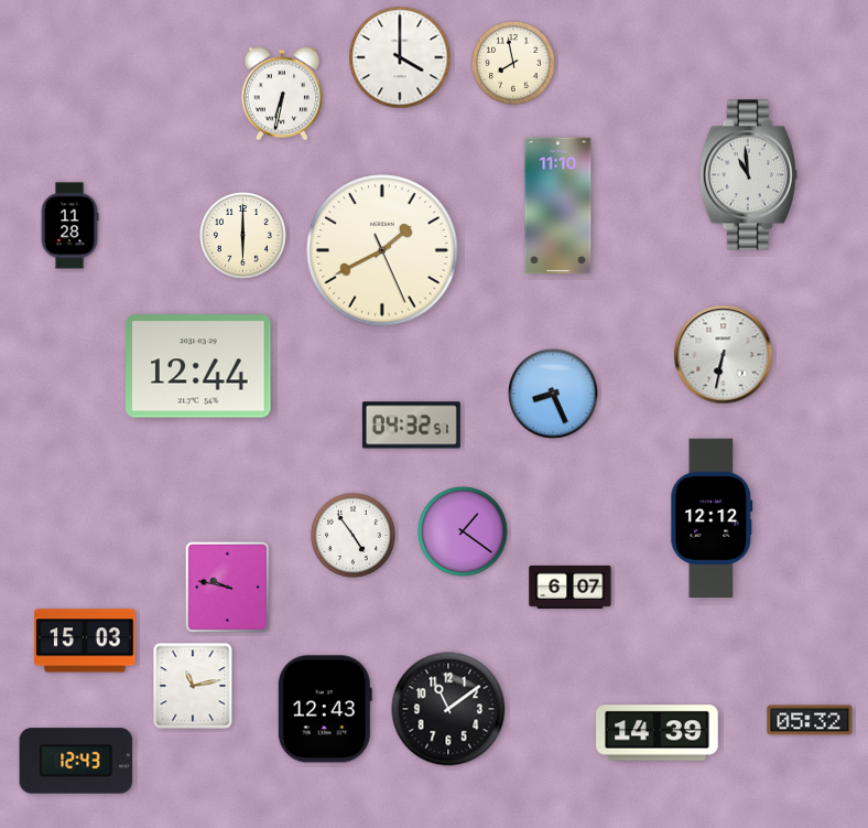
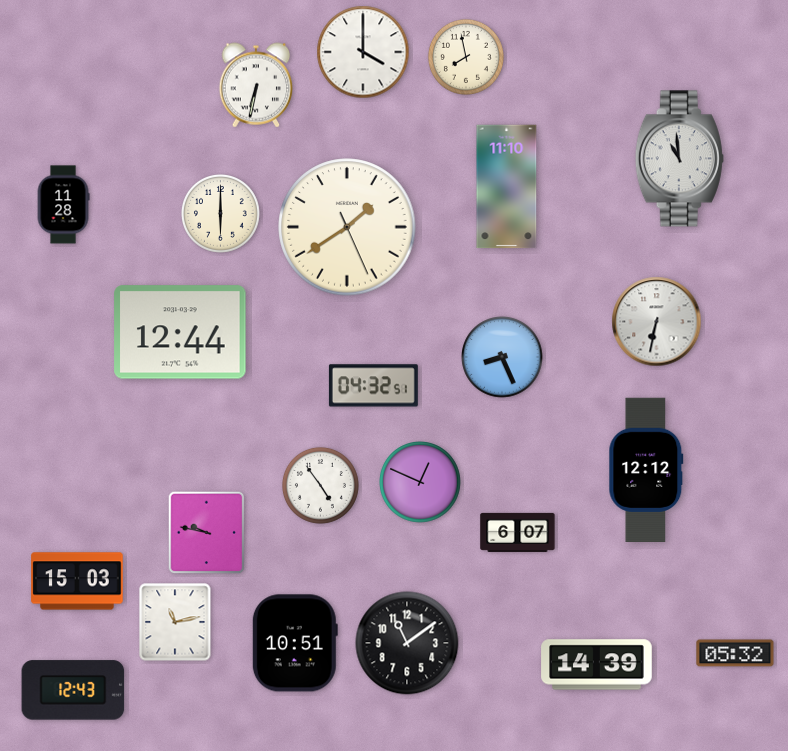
clock at (382, 250): 1:40 -> 1:39
clock at (463, 531): 1:21 -> 12:49
clock at (325, 709): 12:43 -> 10:51
clock at (76, 761) position: (76, 761) -> (73, 690)
